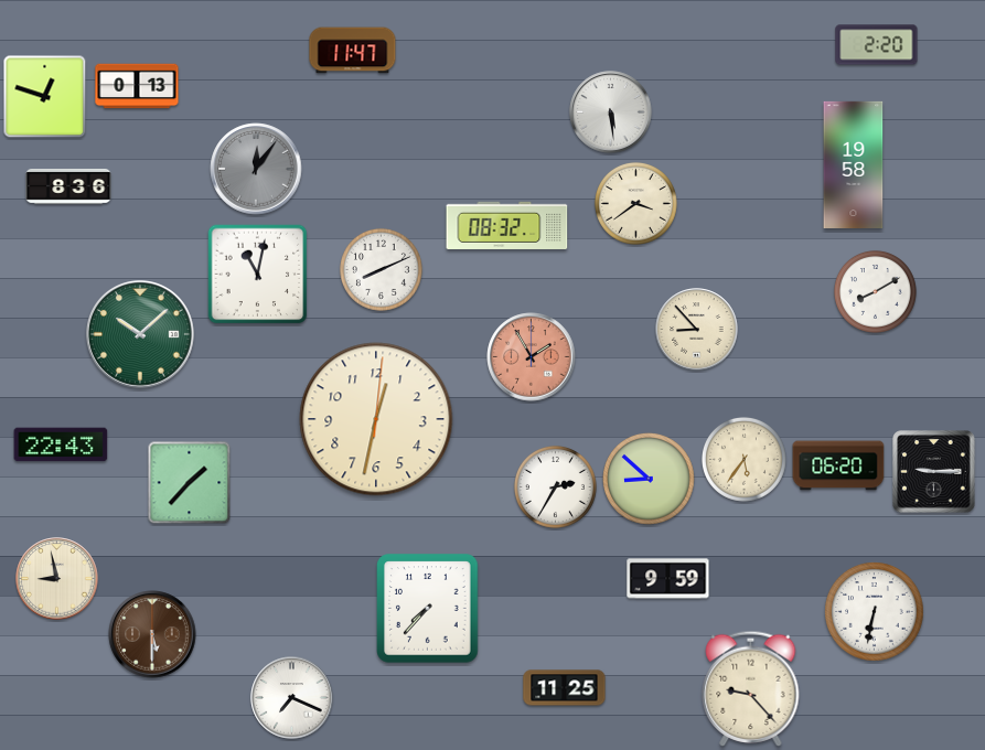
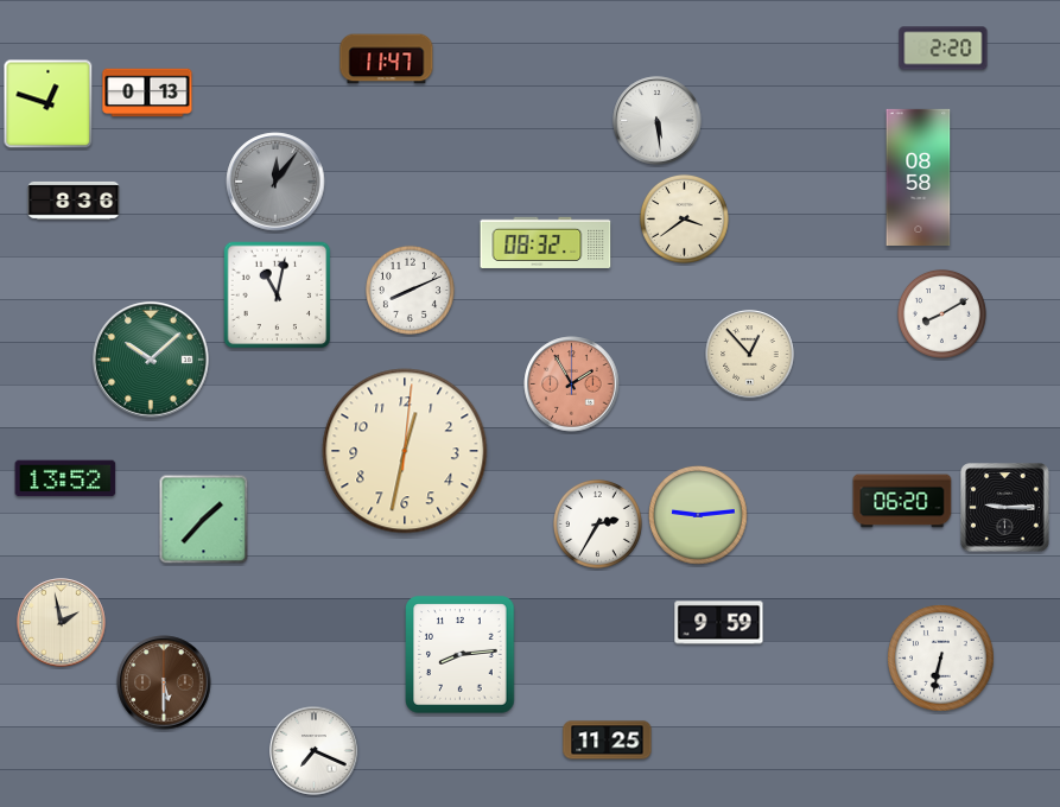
clock at (353, 51) position: (353, 51) -> (387, 59)
clock at (854, 164): 19:58 -> 08:58
clock at (697, 330): 8:53 -> 12:53
clock at (61, 444): 22:43 -> 13:52
clock at (743, 459): 5:36 -> none
clock at (650, 480): 8:52 -> 9:14
clock at (57, 579): 8:58 -> 1:58
clock at (428, 609): 7:37 -> 8:14
clock at (751, 688): 9:23 -> none
